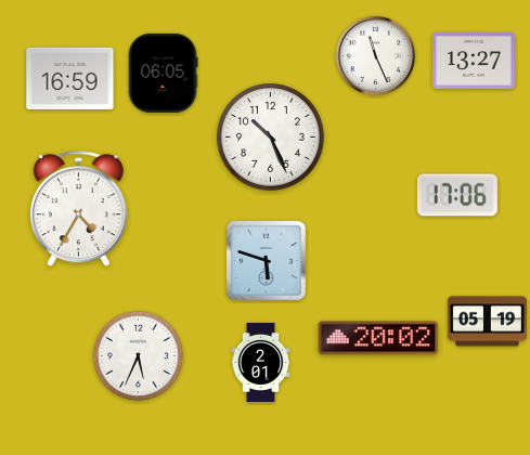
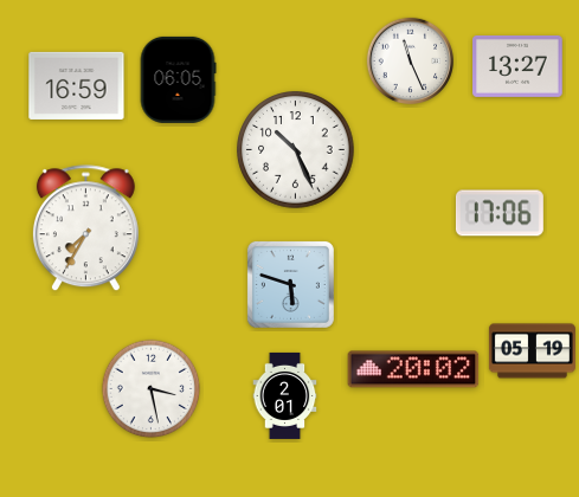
clock at (78, 209): 4:35 -> 7:35
clock at (139, 356): 5:34 -> 3:28
